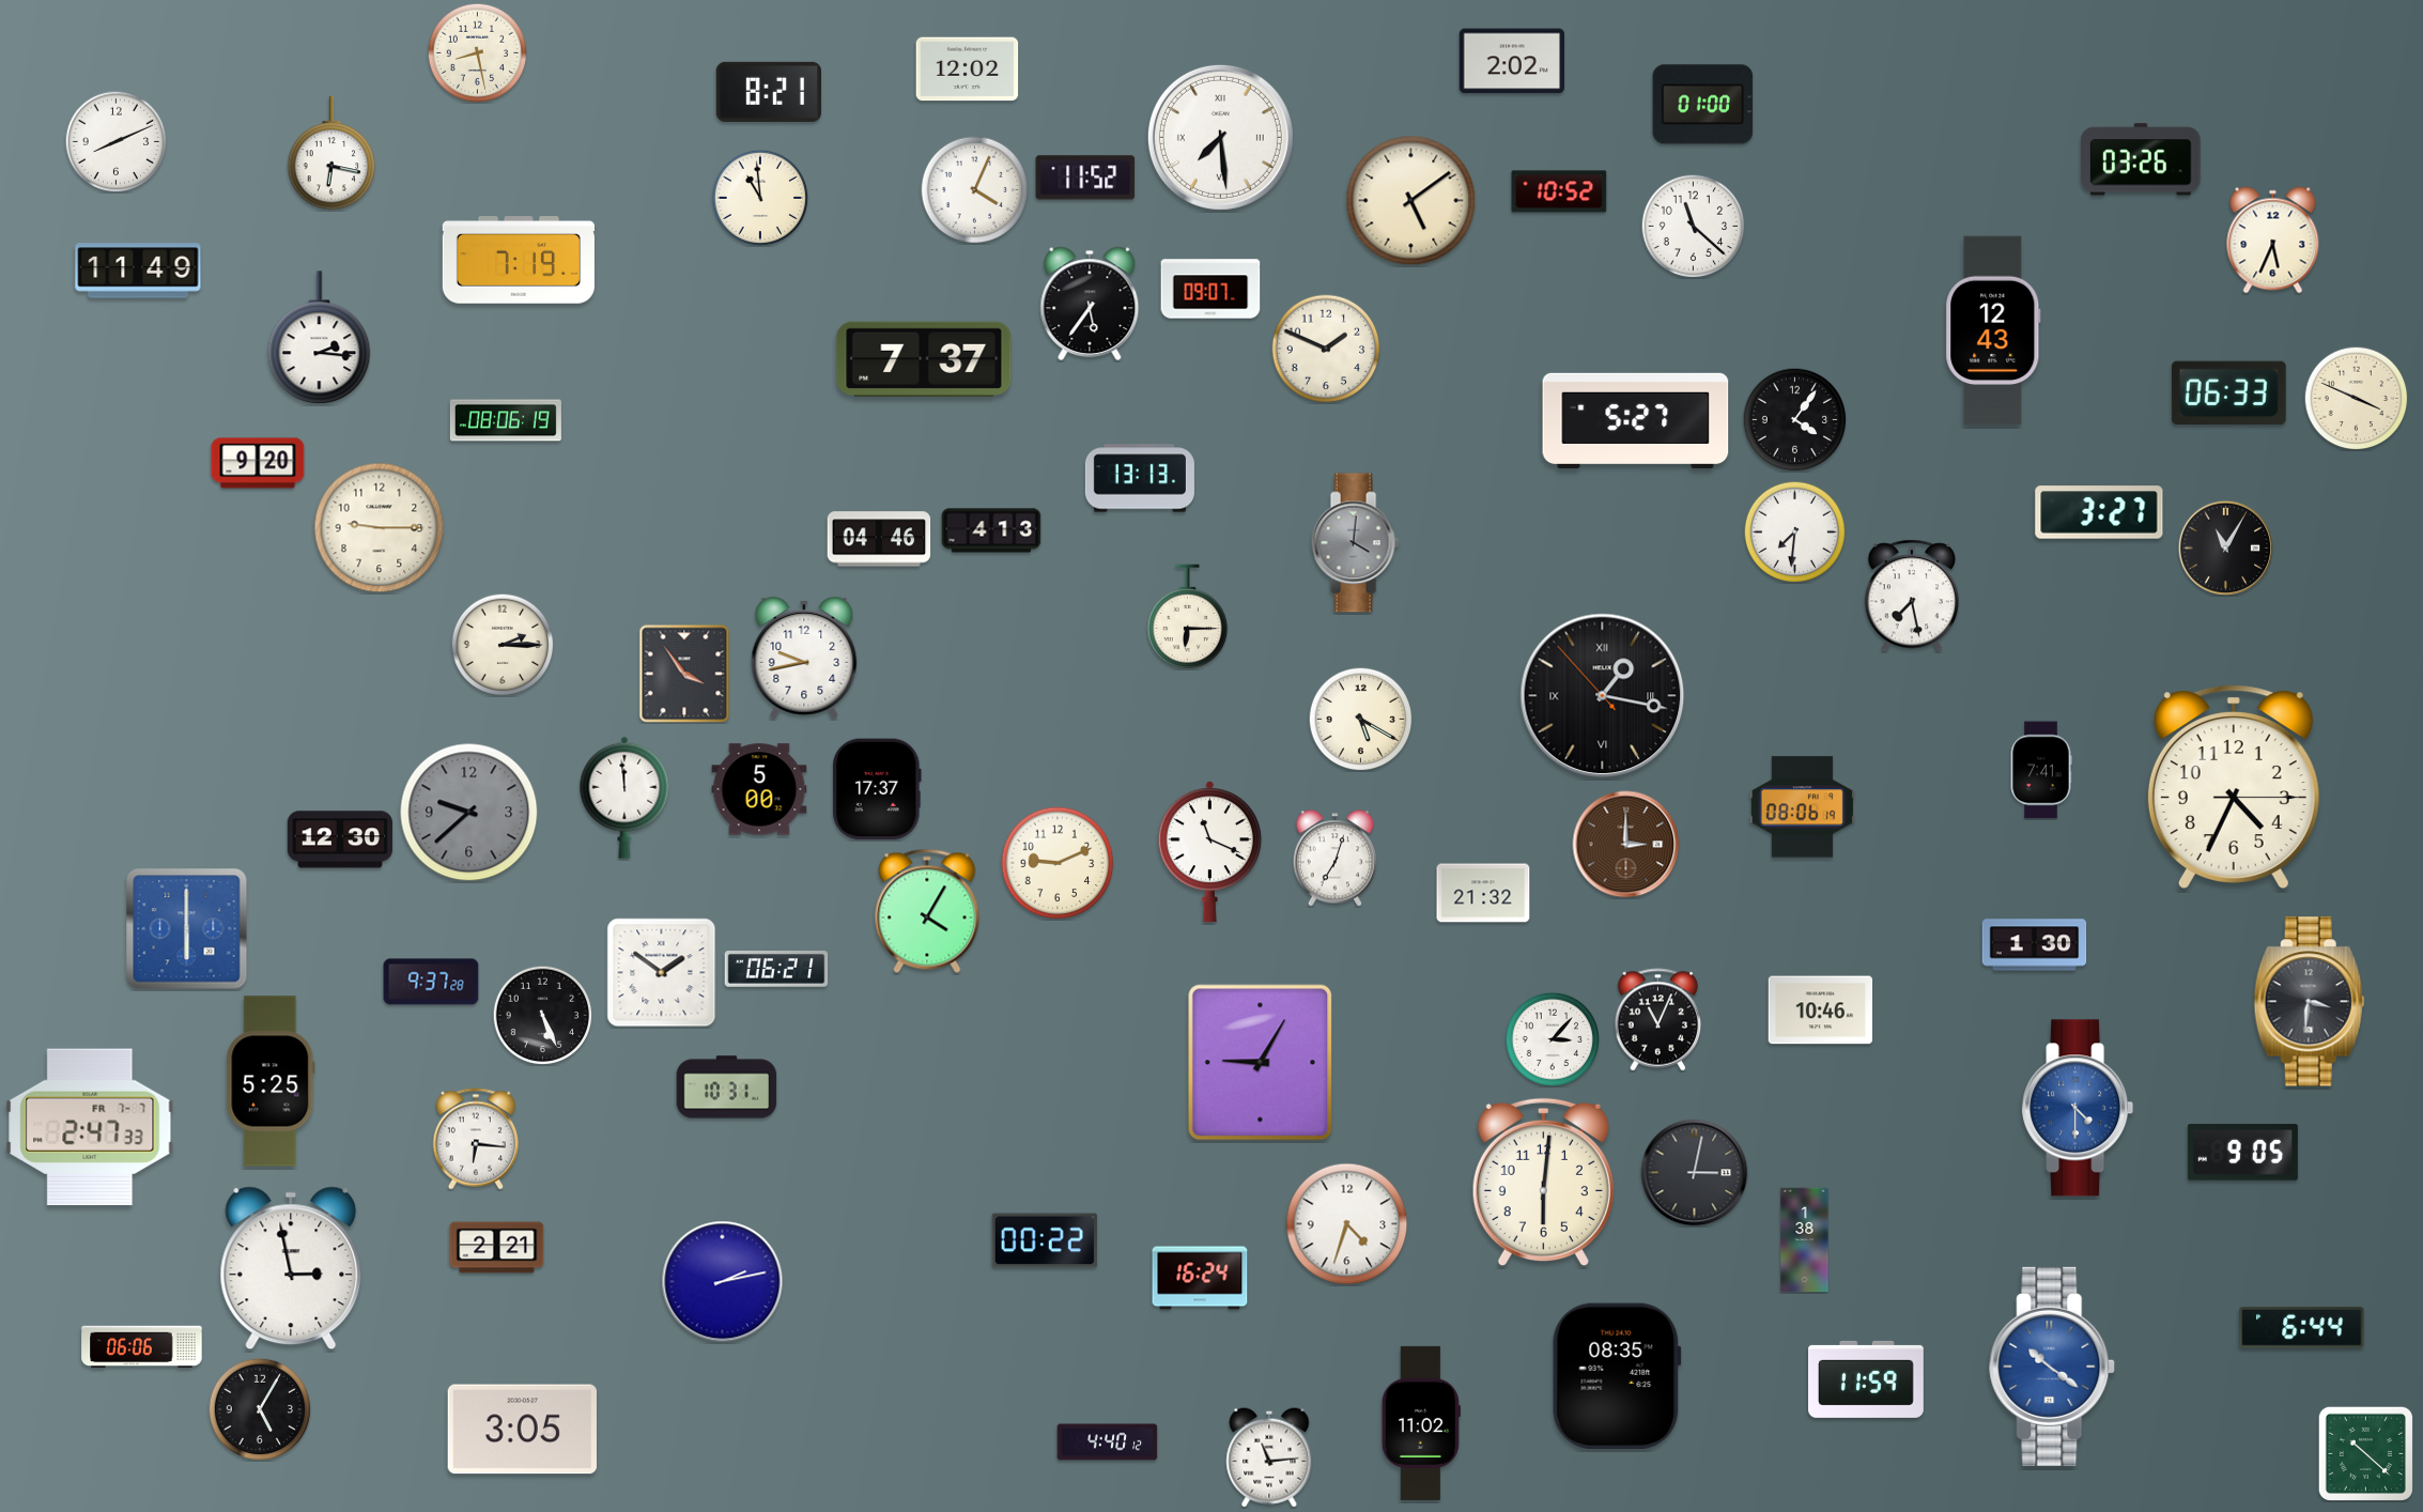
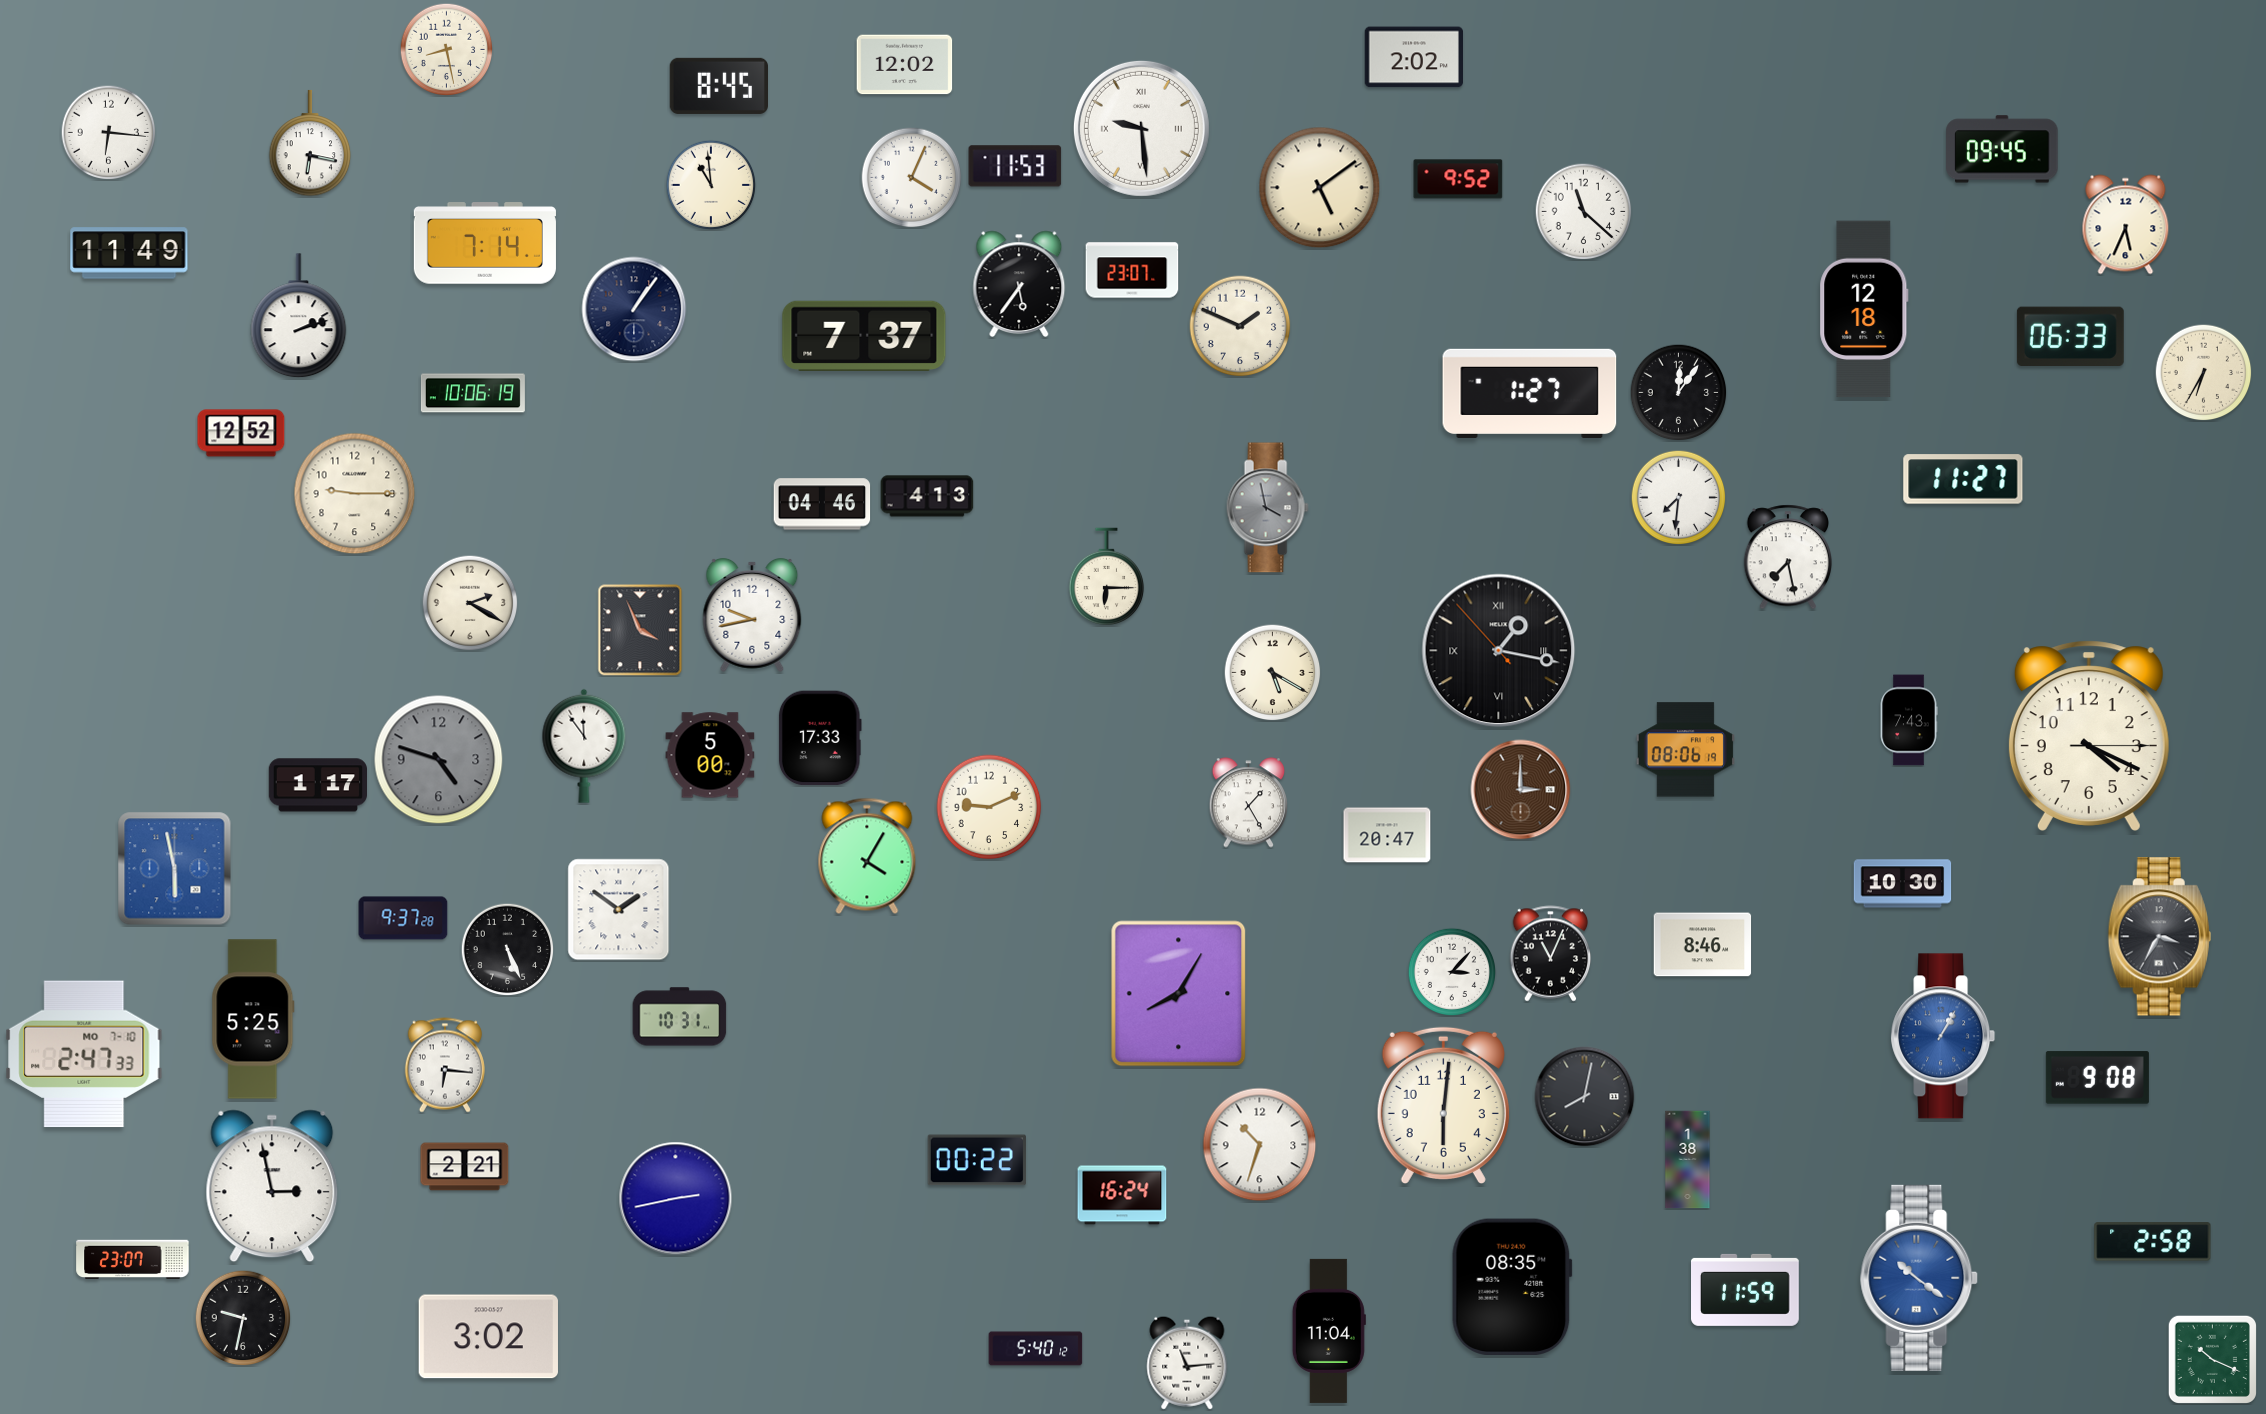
clock at (768, 92): 8:21 -> 8:45
clock at (1703, 105): 01:00 -> none
clock at (1220, 137): 7:29 -> 9:29
clock at (115, 141): 8:11 -> 6:16
clock at (2141, 159): 03:26 -> 09:45
clock at (1085, 178): 11:52 -> 11:53
clock at (1559, 191): 10:52 -> 9:52
clock at (519, 260): 7:19 -> 7:14
clock at (1210, 289): 09:07 -> 23:07
clock at (634, 309): none -> 1:06
clock at (1993, 330): 12:43 -> 12:18
clock at (320, 338): 2:16 -> 2:12
clock at (2228, 392) position: (2228, 392) -> (2070, 336)
clock at (2356, 398): 3:49 -> 6:35
clock at (1794, 419): 4:06 -> 12:06
clock at (506, 420): 08:06 -> 10:06
clock at (1636, 420): 5:27 -> 1:27
clock at (258, 463): 9:20 -> 12:52
clock at (1140, 478): 13:13 -> none
clock at (2099, 512): 3:27 -> 11:27
clock at (1355, 543): 4:01 -> 3:58
clock at (2225, 547): 11:05 -> none
clock at (1188, 617) position: (1188, 617) -> (1107, 577)
clock at (503, 645): 2:15 -> 2:20
clock at (684, 674): 3:54 -> 3:56
clock at (2041, 770): 7:41 -> 7:43
clock at (2234, 787): 4:34 -> 4:19
clock at (759, 789) position: (759, 789) -> (710, 755)
clock at (877, 789): 17:37 -> 17:33
clock at (624, 798): 11:59 -> 11:54
clock at (1802, 807) position: (1802, 807) -> (1685, 750)
clock at (469, 813): 9:38 -> 4:48
clock at (340, 839): 12:30 -> 1:17
clock at (1209, 852): 11:19 -> none
clock at (1336, 859): 7:03 -> 1:25
clock at (1483, 893): 21:32 -> 20:47
clock at (927, 911) position: (927, 911) -> (867, 856)
clock at (187, 929): 6:00 -> 5:58
clock at (2035, 945): 1:30 -> 10:30
clock at (776, 969): 06:21 -> none
clock at (2309, 1002): 3:31 -> 3:35
clock at (1821, 1010): 10:46 -> 8:46
clock at (1261, 1063): 9:05 -> 8:05
clock at (271, 1081) position: (271, 1081) -> (253, 1019)
clock at (2078, 1108): 4:30 -> 1:05
clock at (90, 1127) date: FR 7-7 -> MO 7-10
clock at (2242, 1153): 9:05 -> 9:08
clock at (1695, 1173): 3:02 -> 8:02
clock at (1347, 1224): 4:33 -> 10:33
clock at (723, 1282): 2:13 -> 2:43
clock at (2302, 1328): 6:44 -> 2:58
clock at (142, 1347): 06:06 -> 23:07
clock at (260, 1409): 5:05 -> 9:32
clock at (1421, 1423): 11:02 -> 11:04
clock at (522, 1430): 3:05 -> 3:02
clock at (1108, 1442): 4:40 -> 5:40
clock at (2365, 1453): 10:22 -> 10:19
